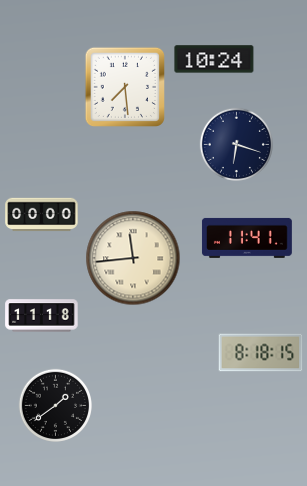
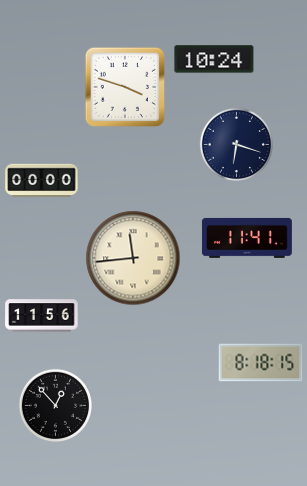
clock at (124, 86): 7:29 -> 3:48
clock at (42, 215) position: (42, 215) -> (42, 181)
clock at (42, 316): 11:18 -> 11:56
clock at (261, 353) position: (261, 353) -> (261, 363)
clock at (55, 405): 1:39 -> 12:53
